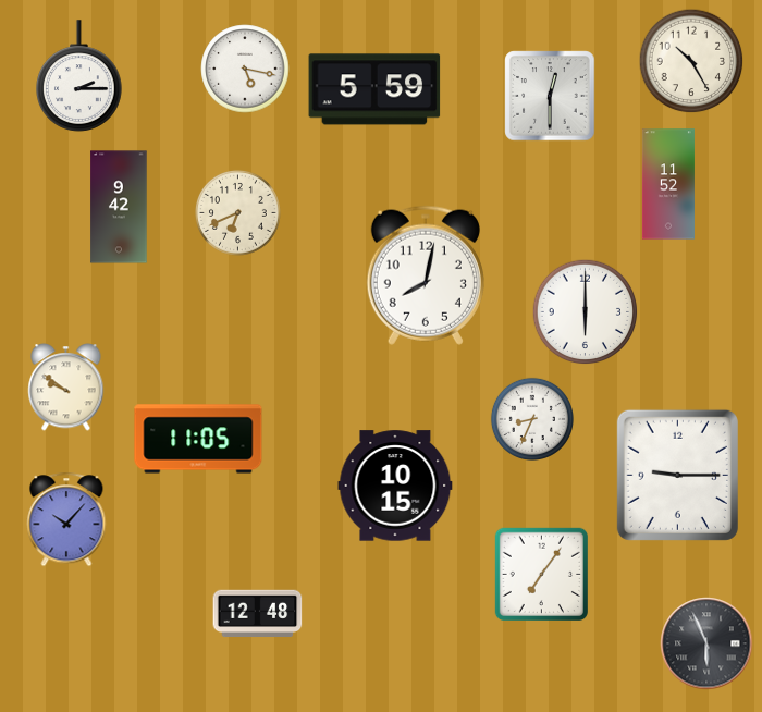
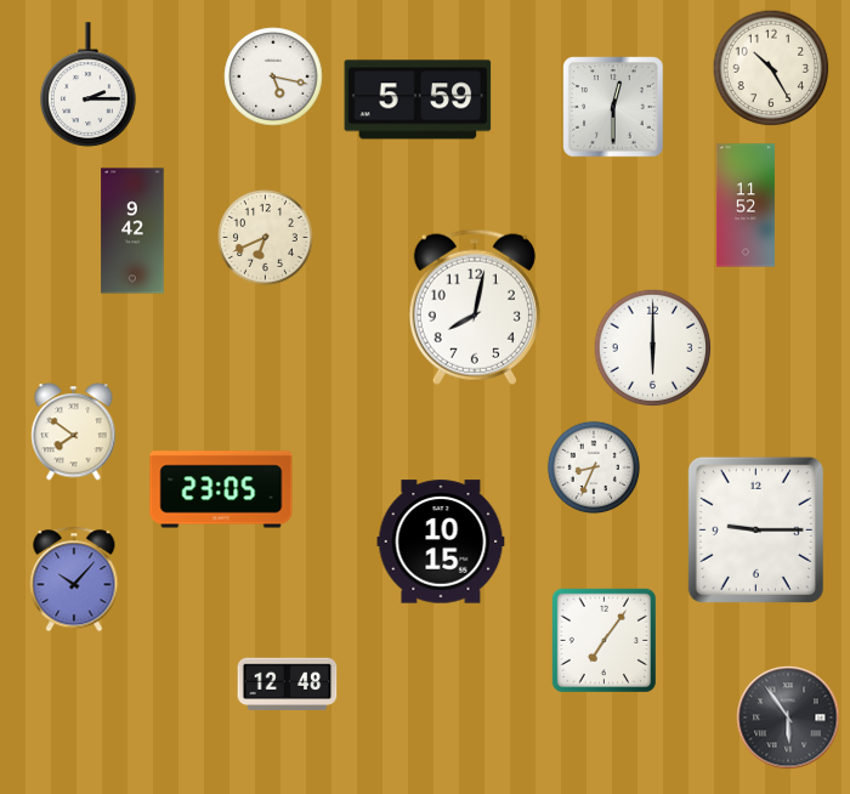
clock at (66, 388): 9:51 -> 7:51
clock at (198, 439): 11:05 -> 23:05
clock at (706, 643): 5:56 -> 5:54
